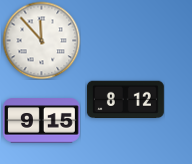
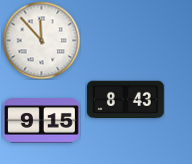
clock at (125, 100): 8:12 -> 8:43
